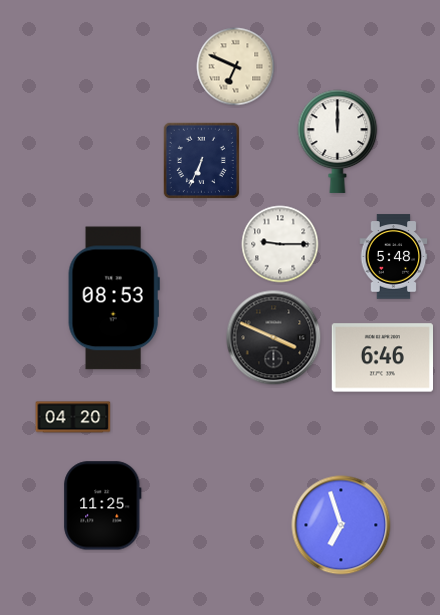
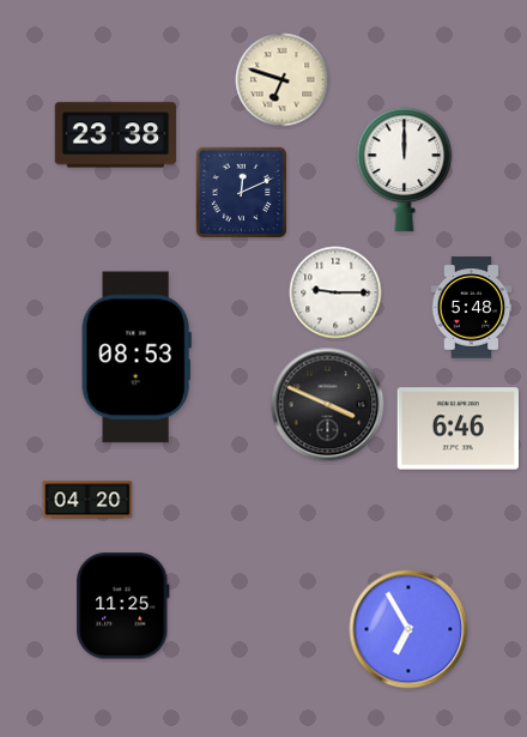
clock at (236, 67): 6:49 -> 6:48
clock at (116, 135): none -> 23:38
clock at (201, 160): 6:34 -> 12:11
clock at (341, 525): 6:57 -> 6:55
